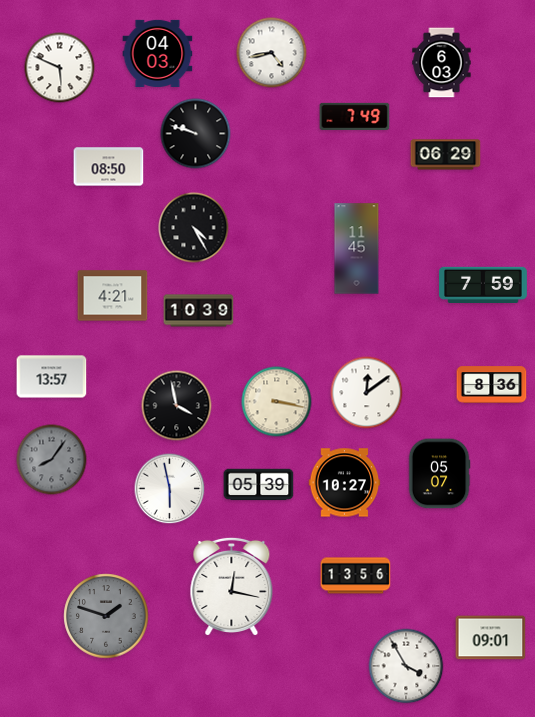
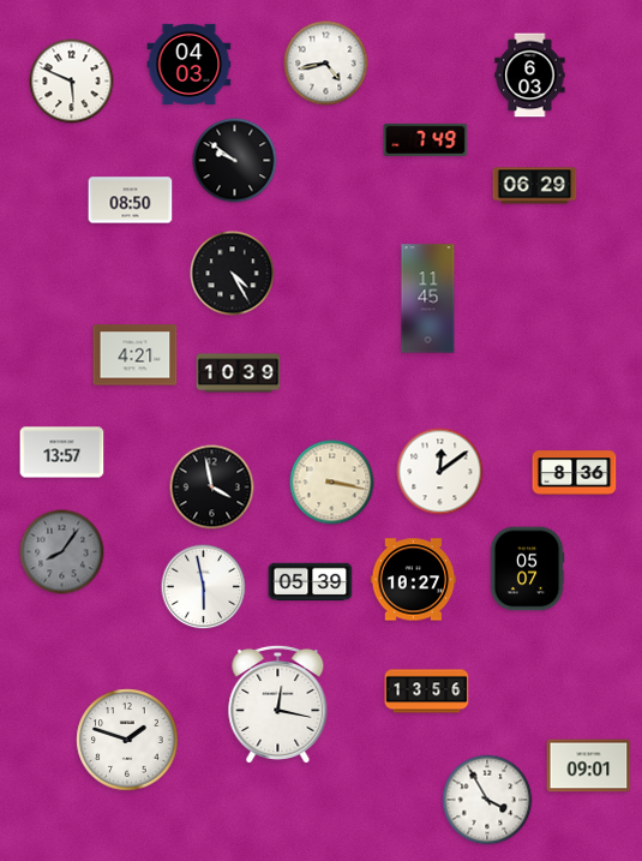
clock at (196, 134): 9:48 -> 9:51
clock at (484, 284): 7:59 -> none
clock at (492, 385) position: (492, 385) -> (575, 473)
clock at (106, 616) dial: grey -> white
